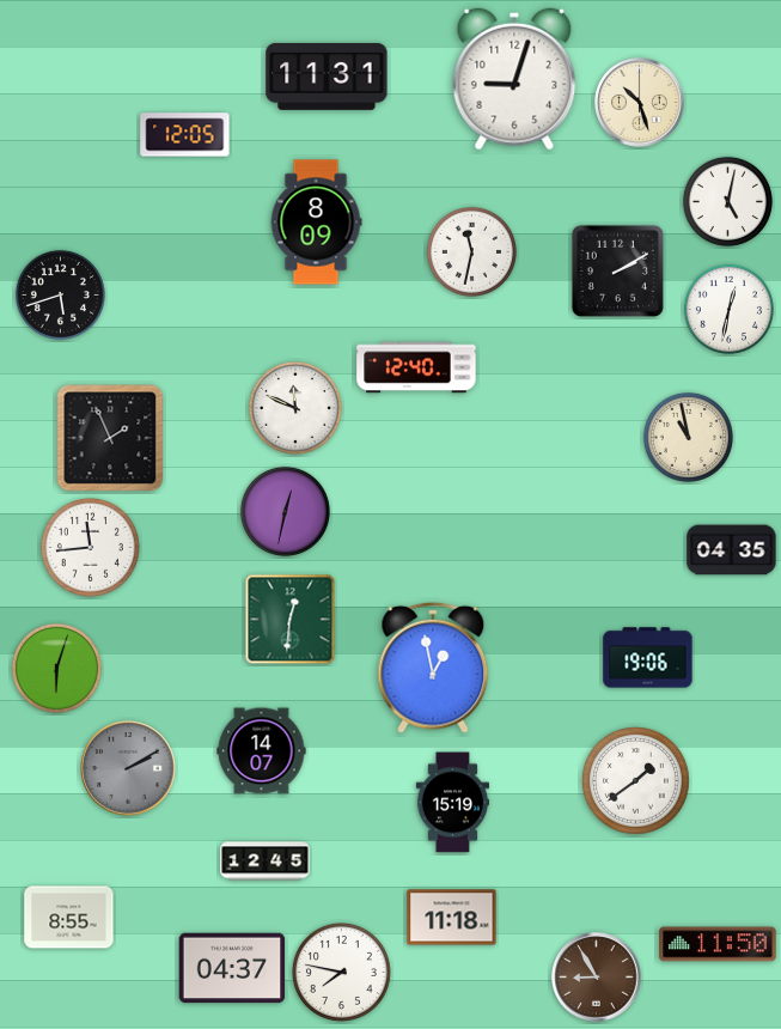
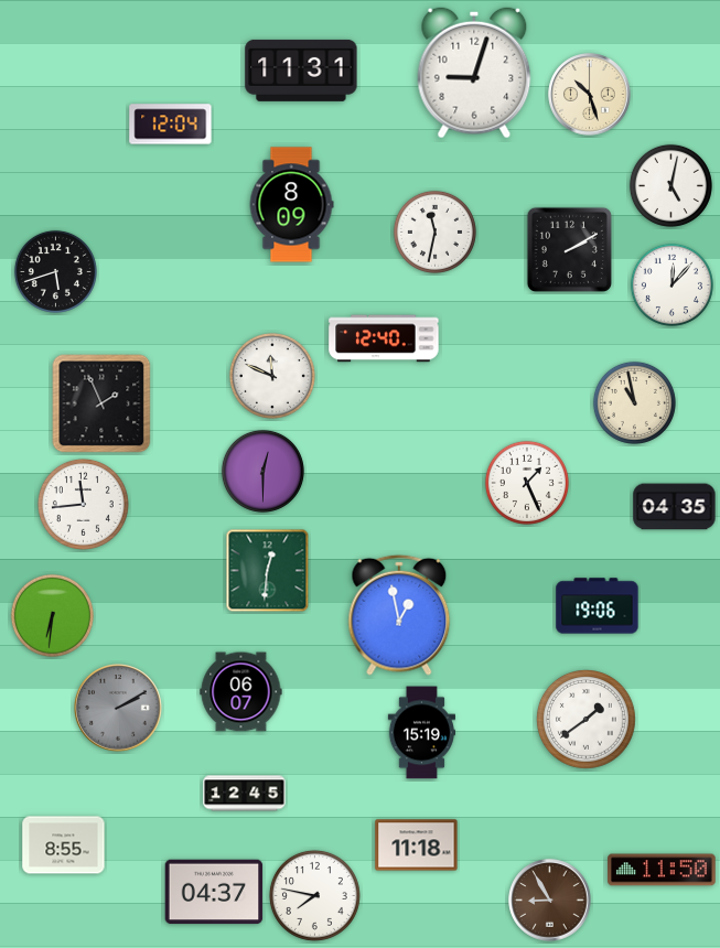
clock at (185, 135): 12:05 -> 12:04
clock at (728, 309): 12:32 -> 12:07
clock at (285, 511): 12:32 -> 12:30
clock at (527, 483): none -> 1:26
clock at (56, 668): 6:03 -> 6:31
clock at (262, 751): 14:07 -> 06:07
clock at (452, 803) position: (452, 803) -> (421, 733)
